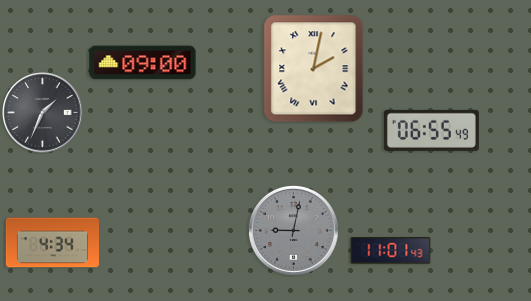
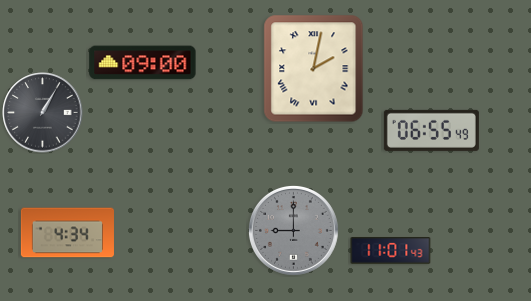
clock at (43, 113): 1:34 -> 1:05
clock at (293, 230): 9:02 -> 9:00
clock at (52, 243) position: (52, 243) -> (67, 233)
